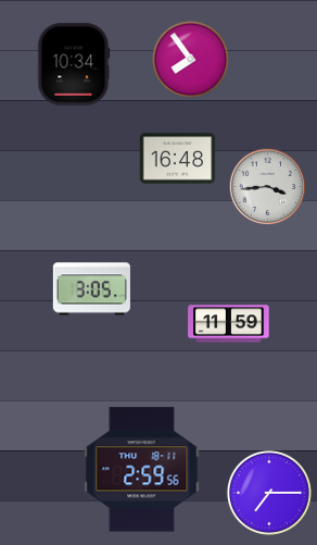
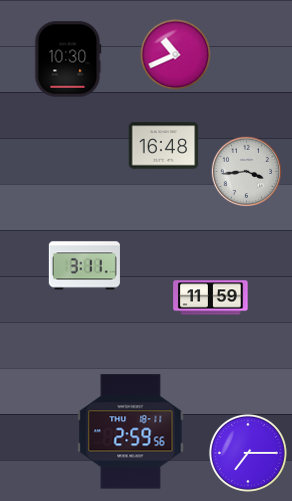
clock at (191, 60): 7:54 -> 10:41
clock at (74, 64): 10:34 -> 10:30
clock at (91, 289): 3:05 -> 3:11
